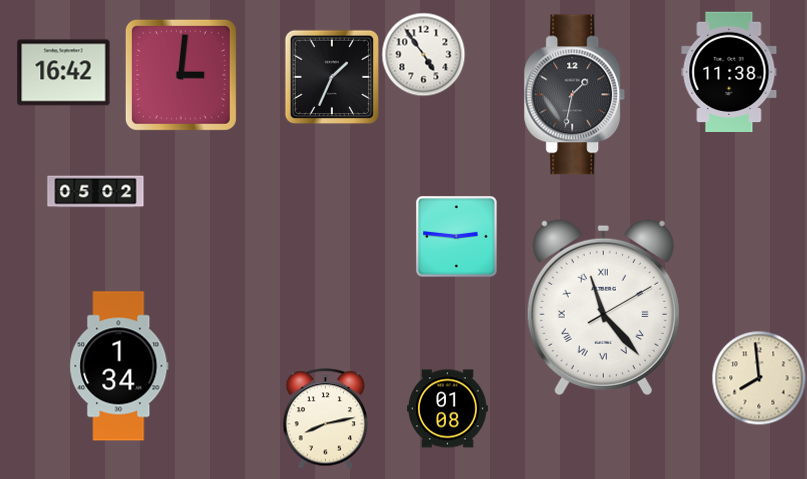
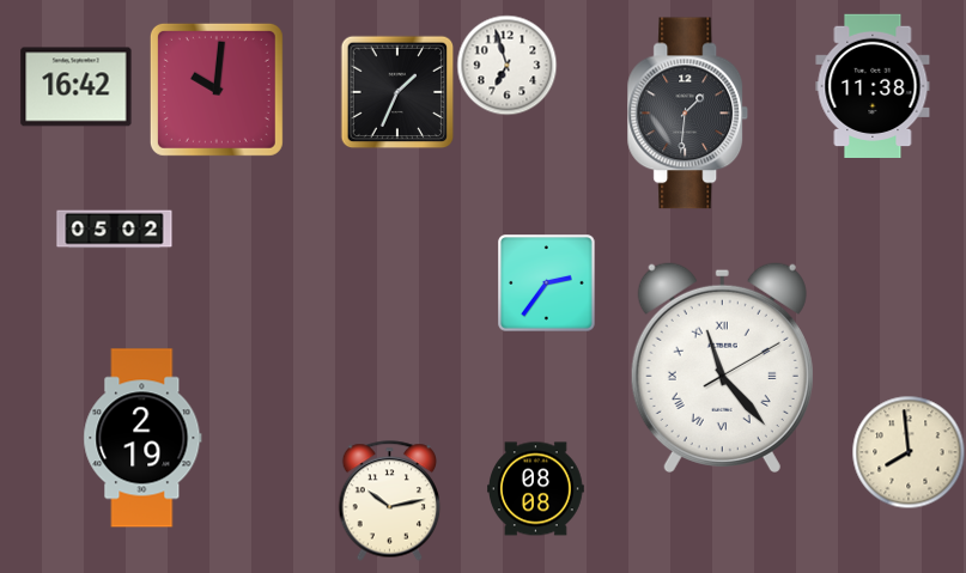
clock at (423, 54): 4:54 -> 6:57
clock at (181, 75): 3:01 -> 10:01
clock at (575, 95): 1:32 -> 1:31
clock at (456, 236): 2:46 -> 2:36
clock at (119, 366): 1:34 -> 2:19
clock at (448, 409): 01:08 -> 08:08
clock at (326, 419): 8:13 -> 10:13
